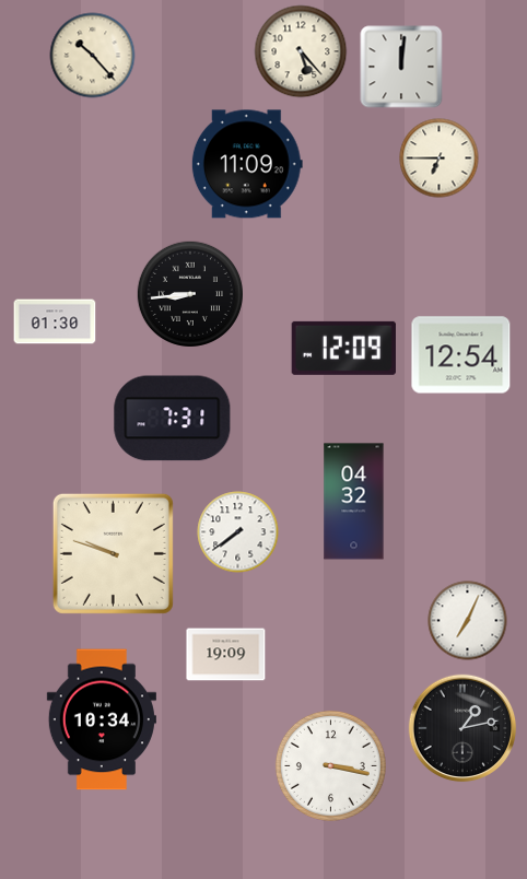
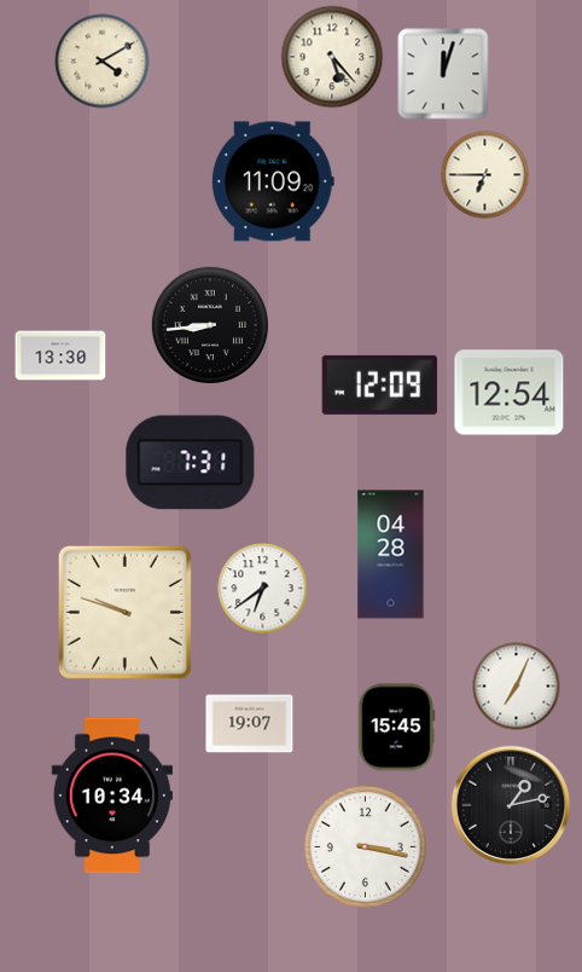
clock at (93, 56): 10:23 -> 4:10
clock at (401, 67): 12:01 -> 12:03
clock at (55, 321): 01:30 -> 13:30
clock at (354, 502): 04:32 -> 04:28
clock at (238, 532): 7:39 -> 6:39
clock at (226, 655): 19:09 -> 19:07
clock at (397, 728): none -> 15:45
